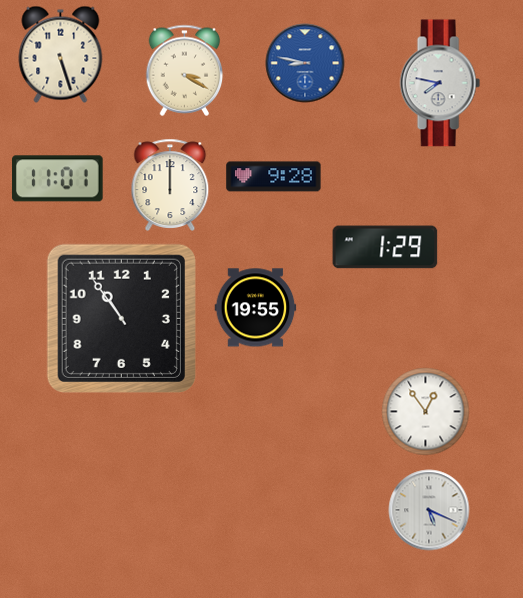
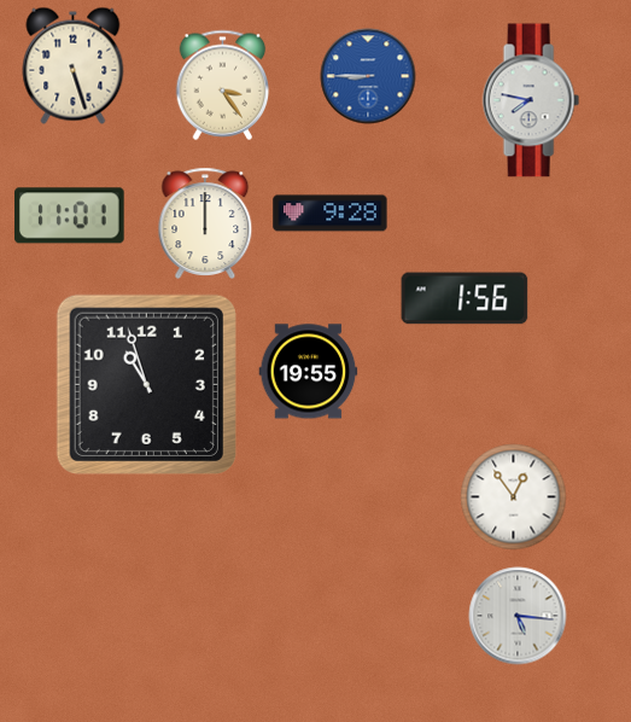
clock at (305, 63): 8:47 -> 8:45
clock at (185, 70): 3:20 -> 3:24
clock at (385, 247): 1:29 -> 1:56
clock at (121, 318): 10:54 -> 10:57
clock at (429, 510): 5:19 -> 5:16
